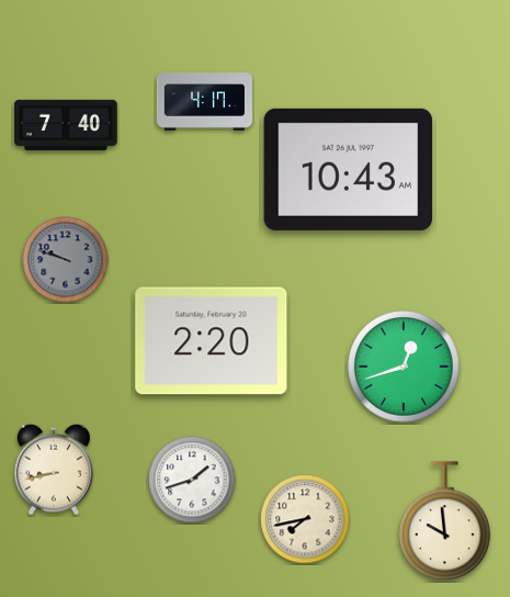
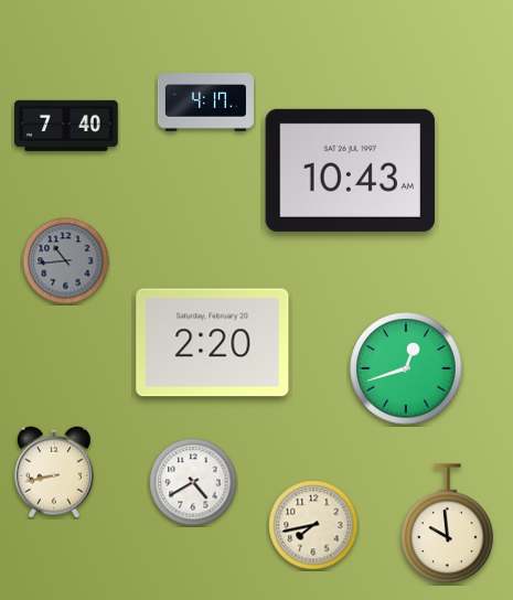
clock at (66, 260): 9:48 -> 10:44
clock at (192, 480): 1:42 -> 4:40
clock at (305, 519) position: (305, 519) -> (313, 525)
